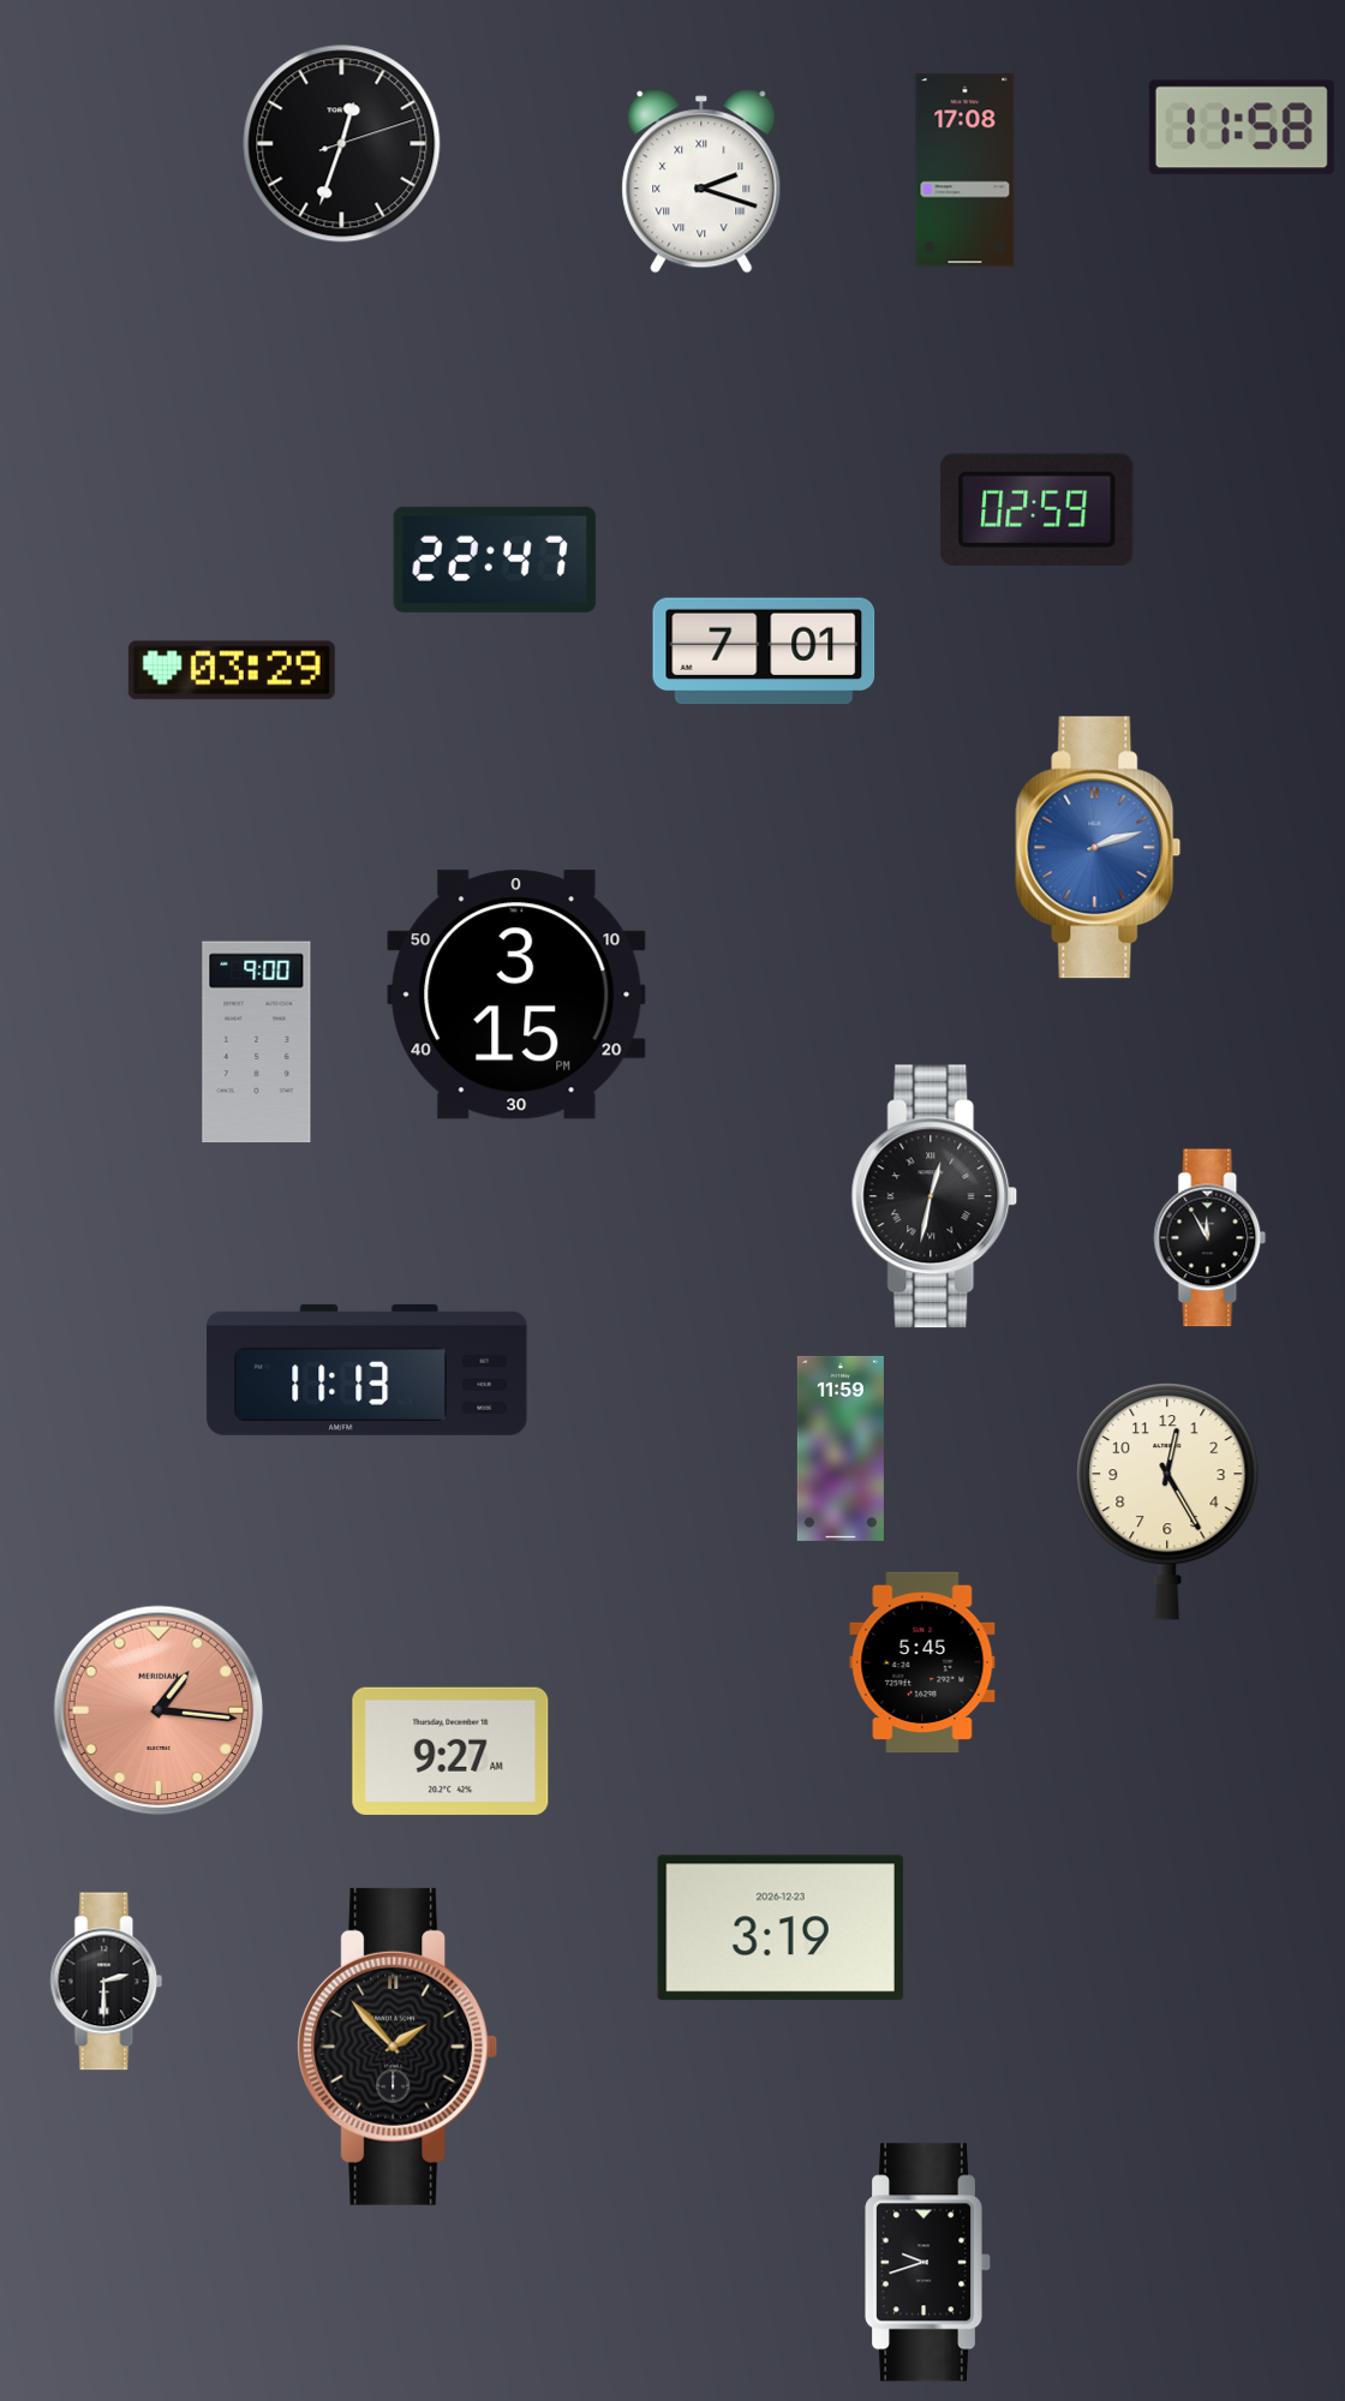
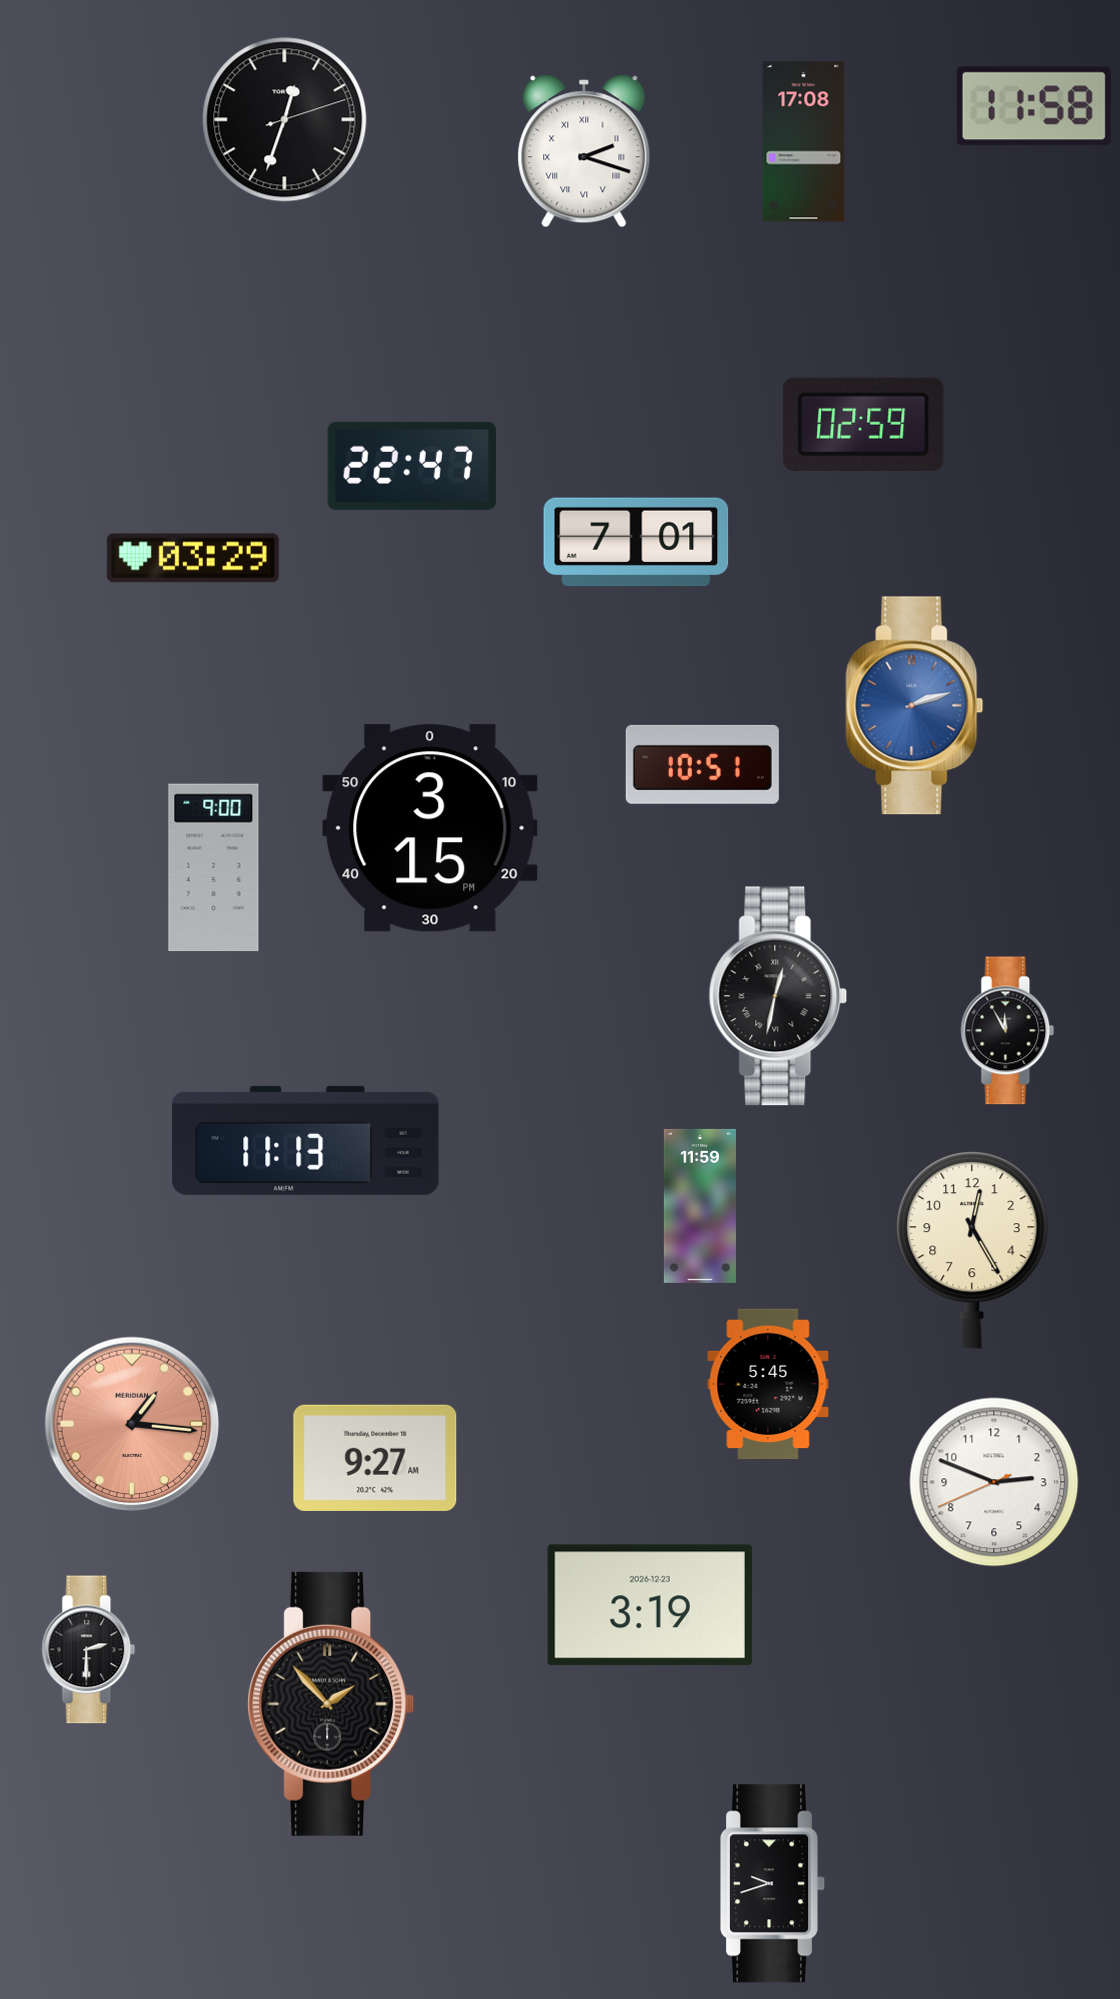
clock at (702, 764): none -> 10:51
clock at (994, 1482): none -> 2:48
